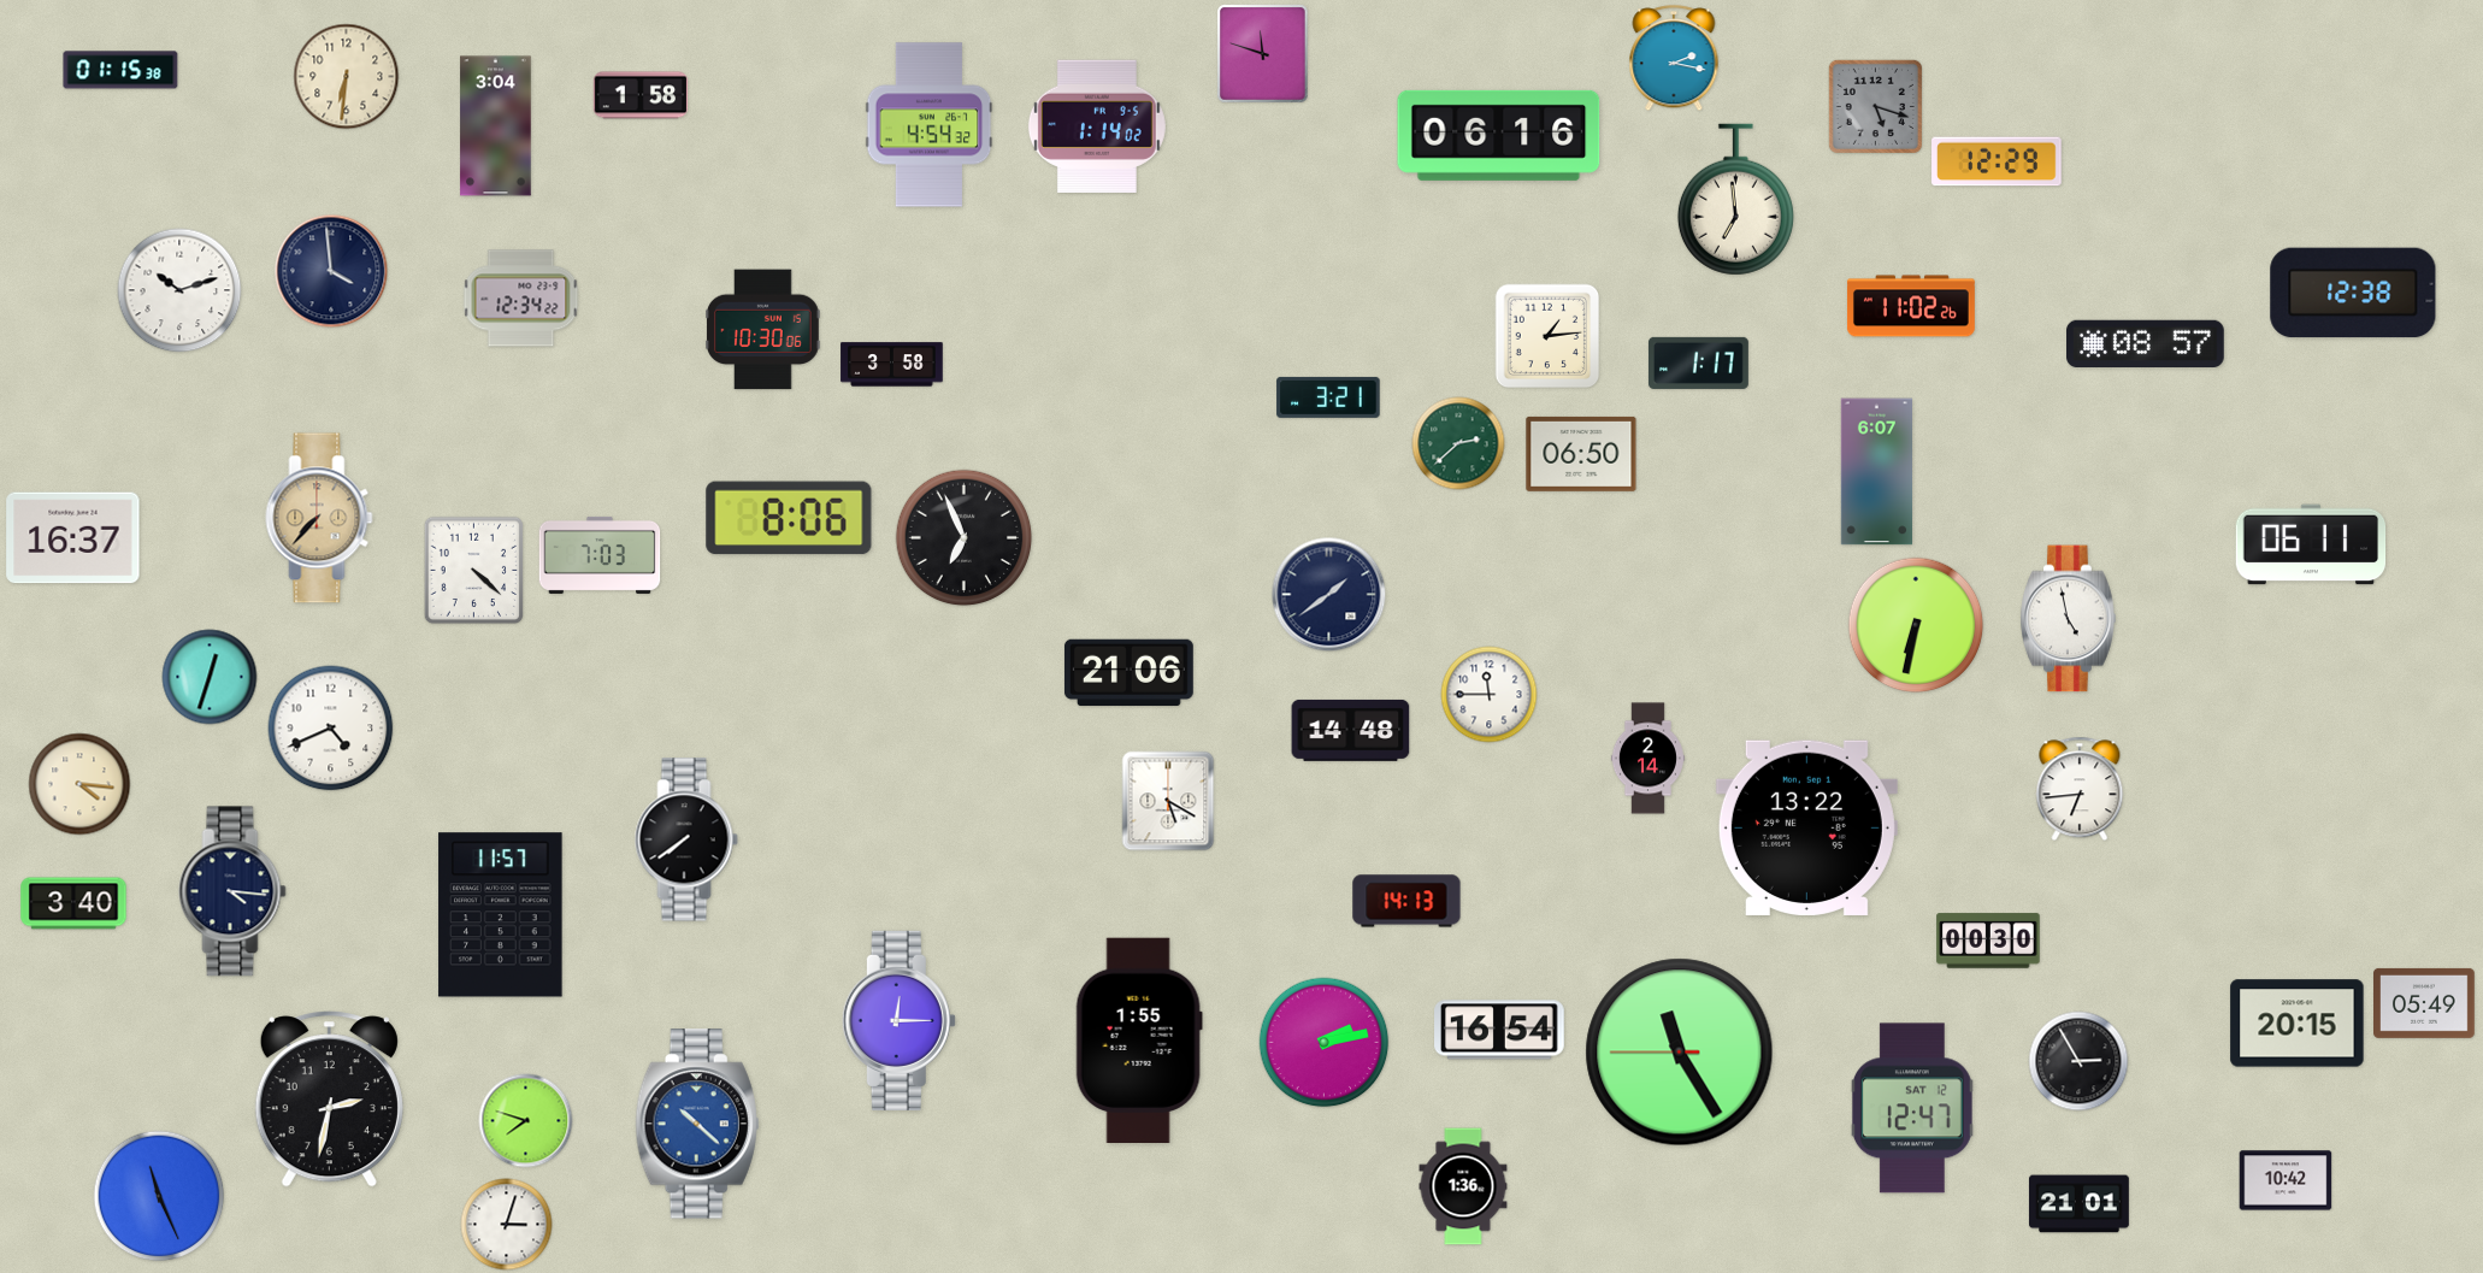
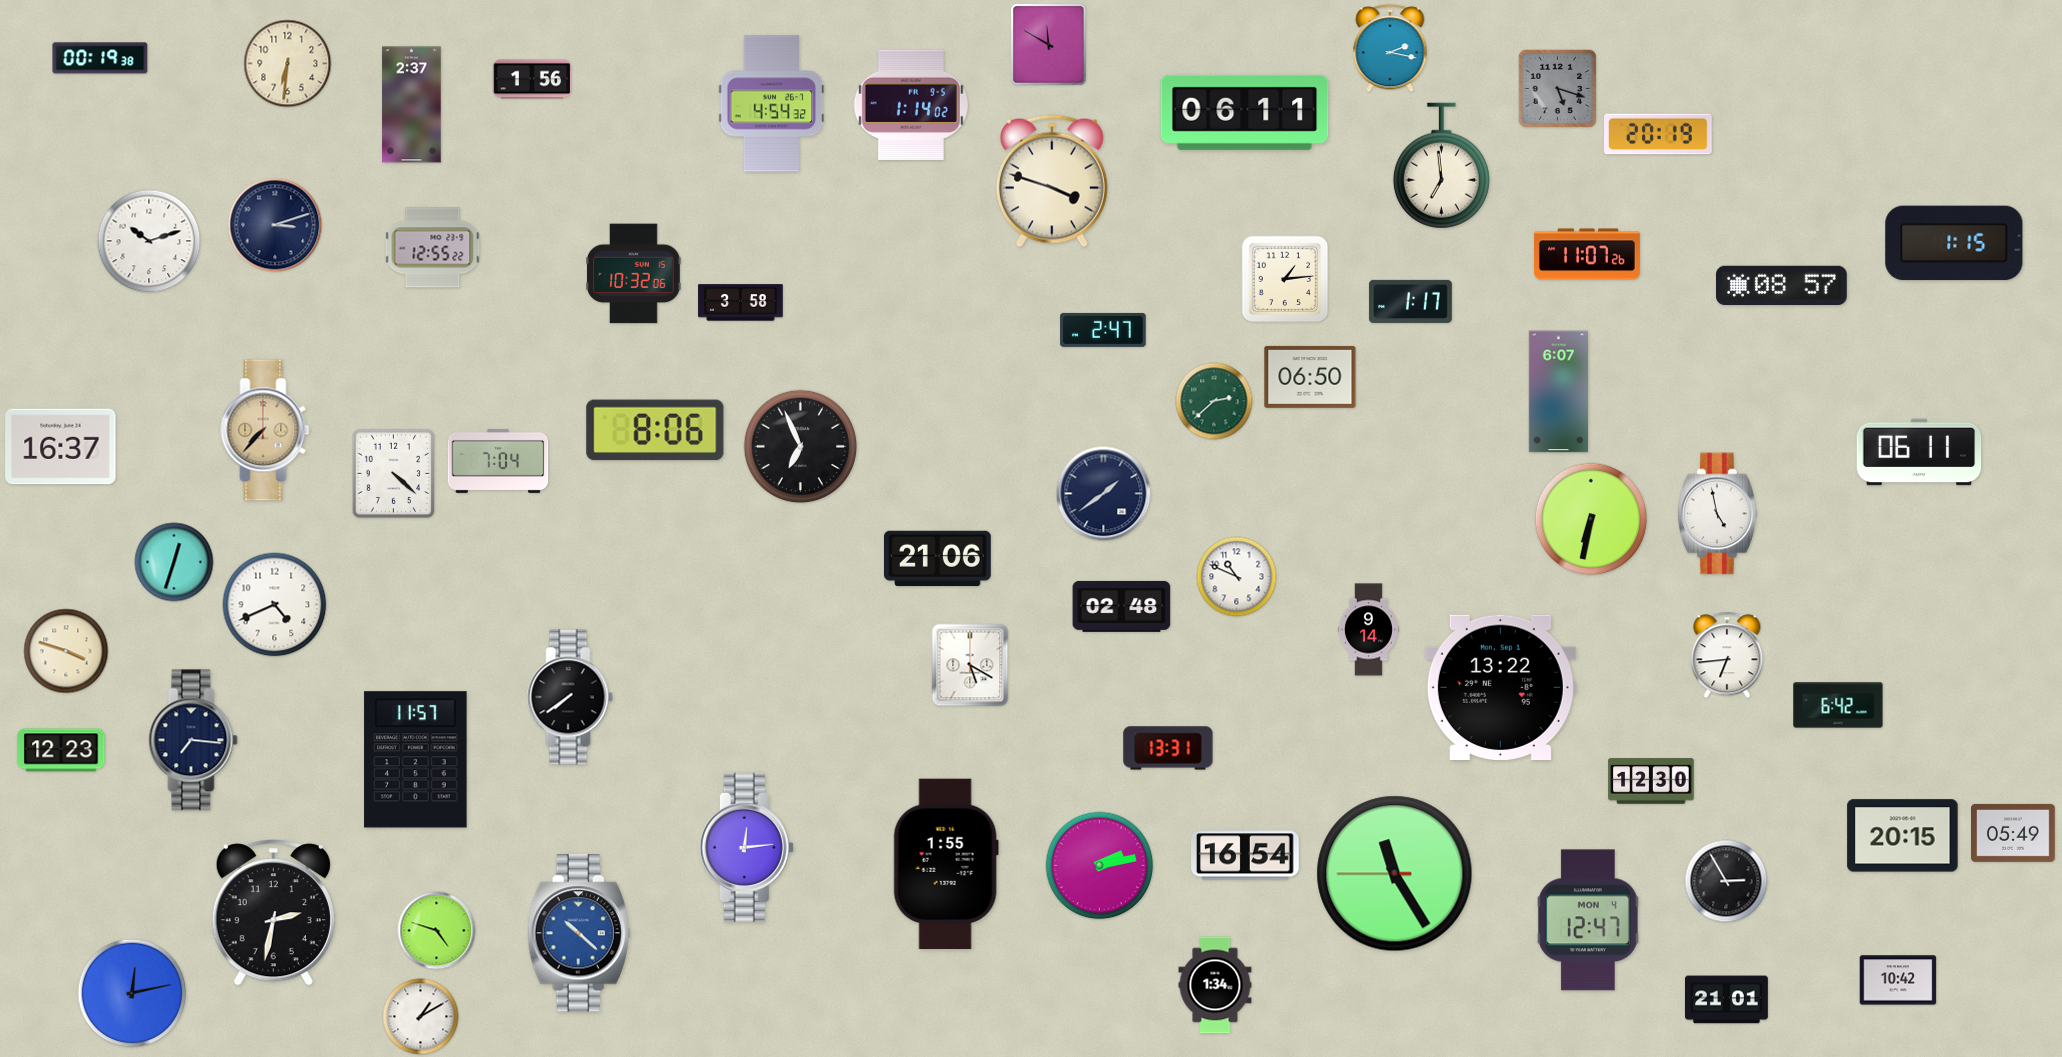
clock at (1263, 54): 11:48 -> 11:50
clock at (120, 70): 01:15 -> 00:19
clock at (641, 95): 1:58 -> 1:56
clock at (496, 126): 3:04 -> 2:37
clock at (1499, 135): 06:16 -> 06:11
clock at (1997, 161): 12:29 -> 20:19
clock at (1052, 181): none -> 3:48
clock at (331, 271): 3:59 -> 3:12
clock at (2353, 293): 12:38 -> 1:15
clock at (521, 299): 12:34 -> 12:55
clock at (1911, 306): 11:02 -> 11:07
clock at (763, 330): 10:30 -> 10:32
clock at (1328, 397): 3:21 -> 2:47
clock at (1458, 443) position: (1458, 443) -> (1214, 401)
clock at (1581, 454) position: (1581, 454) -> (1310, 377)
clock at (600, 555): 7:03 -> 7:04
clock at (1490, 695): 11:45 -> 10:49
clock at (1351, 730): 14:48 -> 02:48
clock at (1647, 759): 2:14 -> 9:14
clock at (79, 784): 4:16 -> 3:48
clock at (1838, 705): none -> 6:42
clock at (232, 891): 4:16 -> 7:16
clock at (1406, 901): 14:13 -> 13:31
clock at (73, 903): 3:40 -> 12:23
clock at (1988, 941): 00:30 -> 12:30
clock at (898, 1020): 12:15 -> 12:14
clock at (2298, 1024) position: (2298, 1024) -> (1903, 836)
clock at (1912, 1108) date: SAT 12 -> MON 4
clock at (526, 1121): 7:48 -> 4:48
clock at (1463, 1186): 1:36 -> 1:34
clock at (159, 1196): 11:26 -> 12:13
clock at (507, 1225): 3:03 -> 1:10
